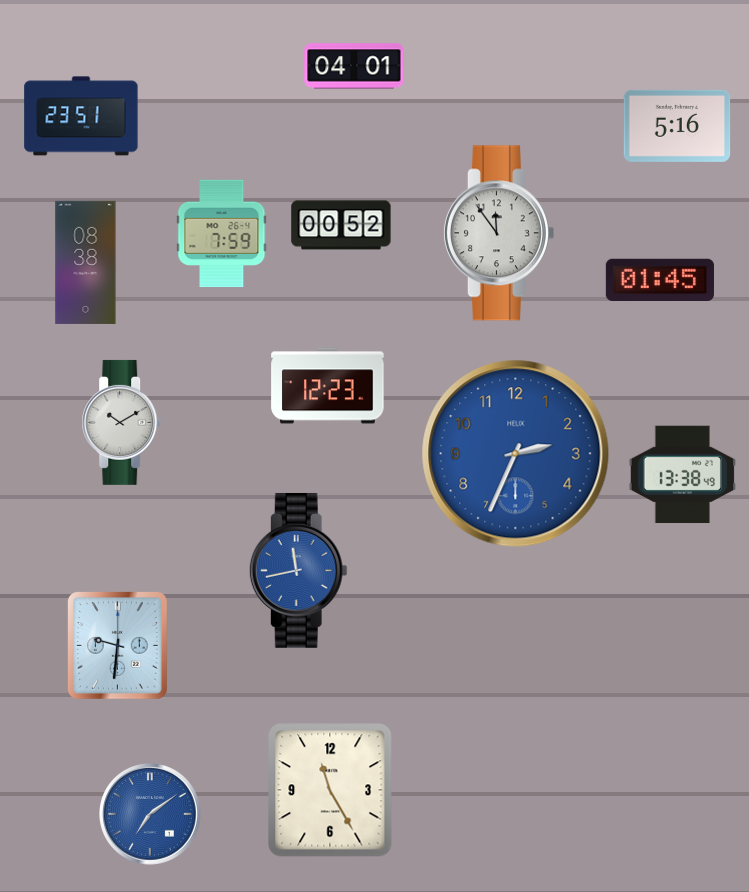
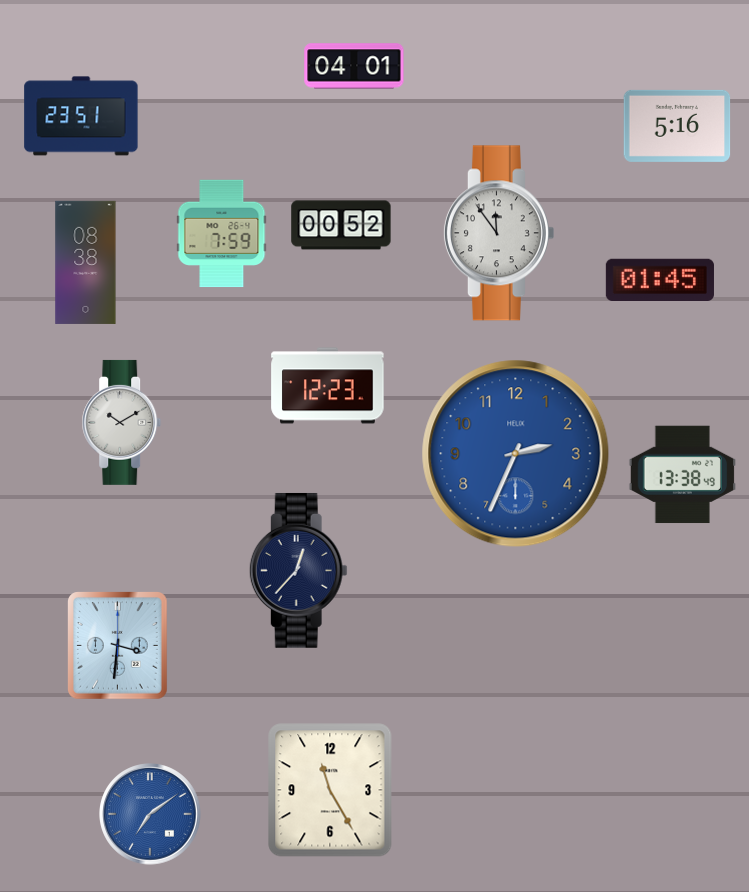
clock at (298, 570): 11:43 -> 12:37
clock at (298, 570) dial: blue -> navy
clock at (118, 646): 9:31 -> 3:31
